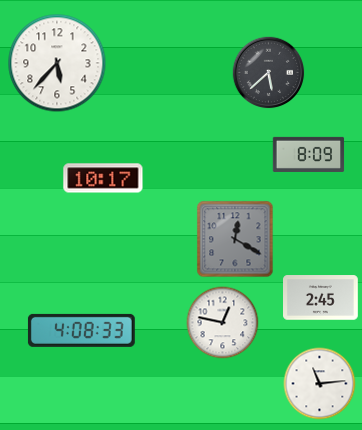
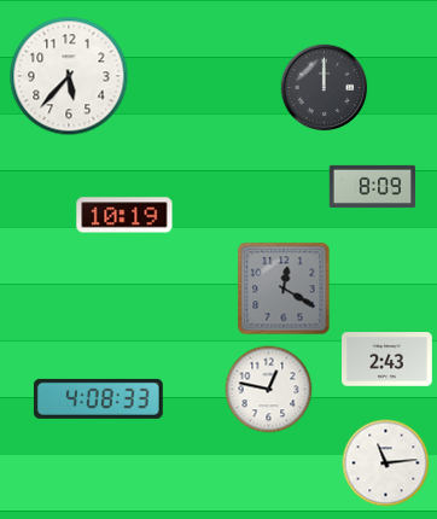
clock at (269, 73): 5:38 -> 12:00
clock at (103, 178): 10:17 -> 10:19
clock at (321, 298): 2:45 -> 2:43
